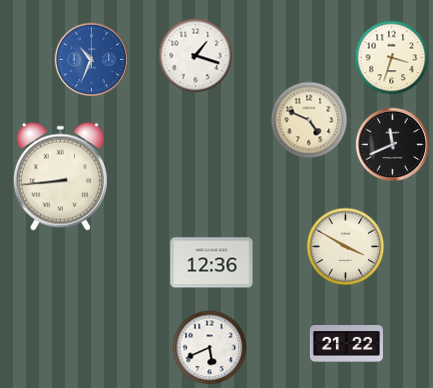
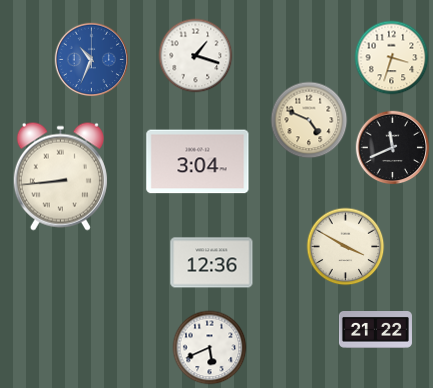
clock at (393, 145) position: (393, 145) -> (393, 148)
clock at (198, 162): none -> 3:04
clock at (346, 344) position: (346, 344) -> (375, 330)
